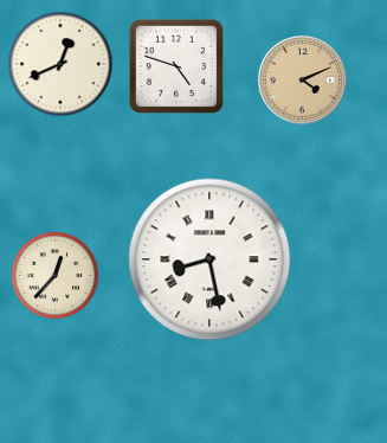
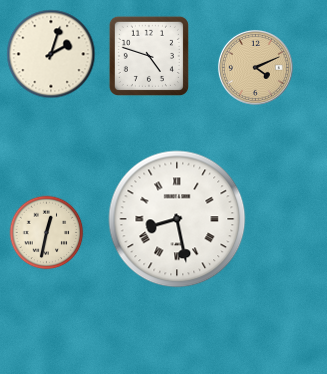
clock at (60, 64): 12:41 -> 2:03
clock at (56, 276): 12:37 -> 12:32
